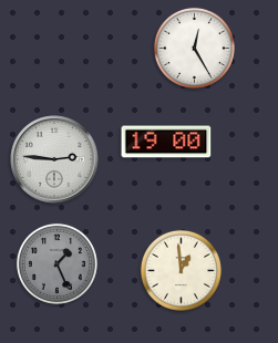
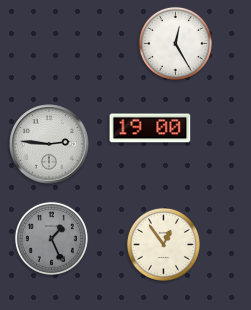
clock at (181, 270): 12:59 -> 12:54
